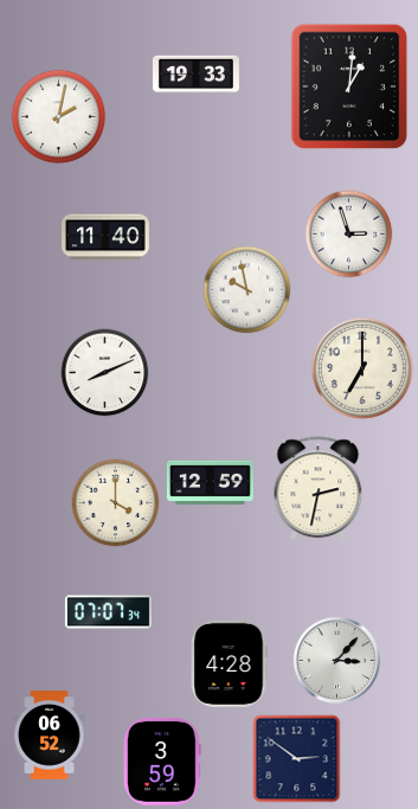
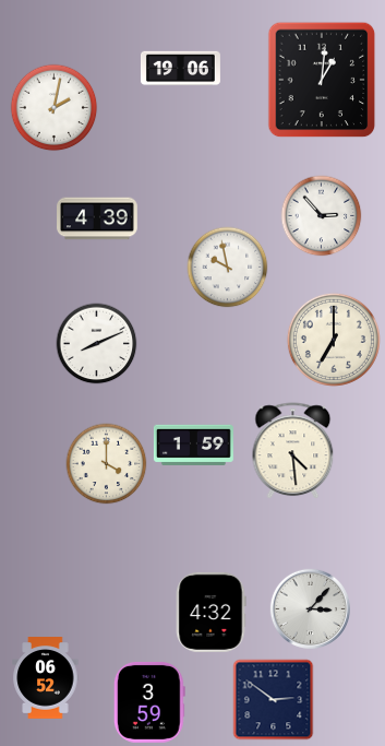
clock at (195, 75): 19:33 -> 19:06
clock at (349, 235): 2:57 -> 2:53
clock at (107, 237): 11:40 -> 4:39
clock at (210, 482): 12:59 -> 1:59
clock at (319, 488): 2:32 -> 4:29
clock at (108, 612): 07:07 -> none
clock at (229, 663): 4:28 -> 4:32
